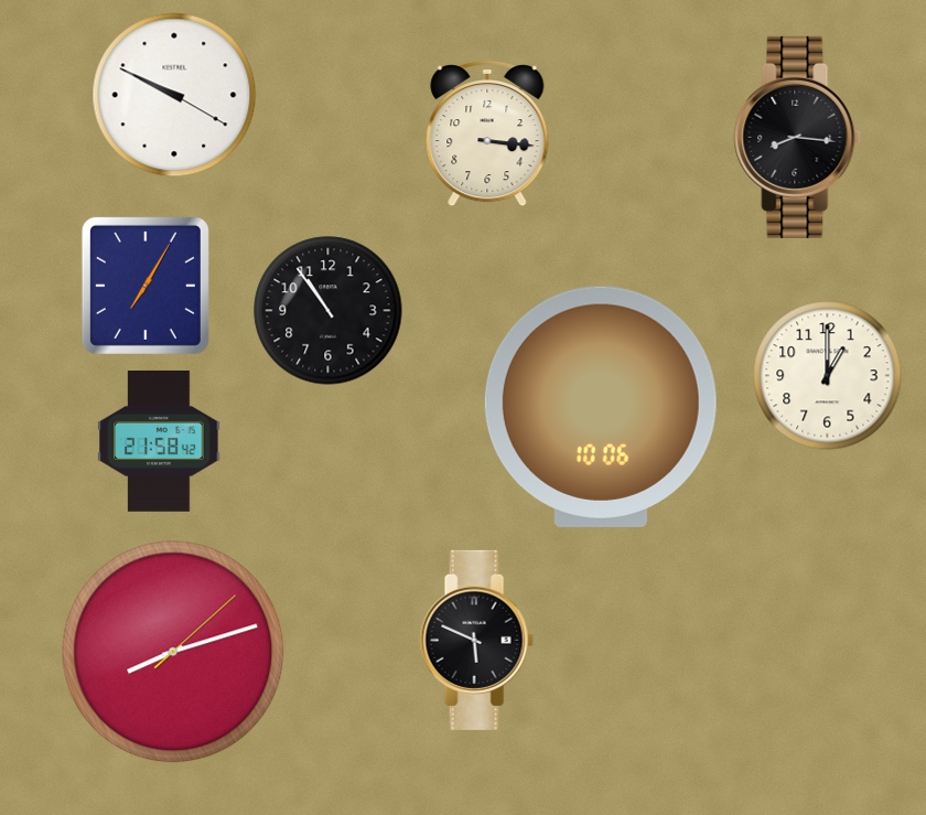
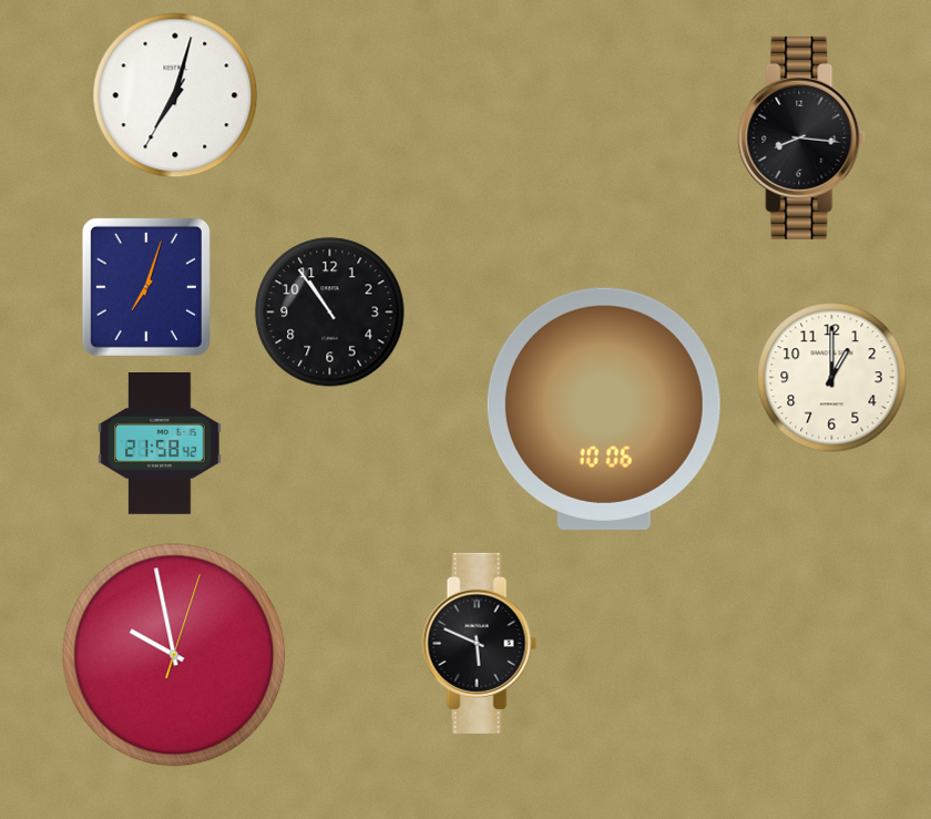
clock at (174, 95): 9:49 -> 7:02
clock at (487, 133): 3:16 -> none
clock at (146, 286): 7:05 -> 7:03
clock at (173, 652): 8:12 -> 9:58
